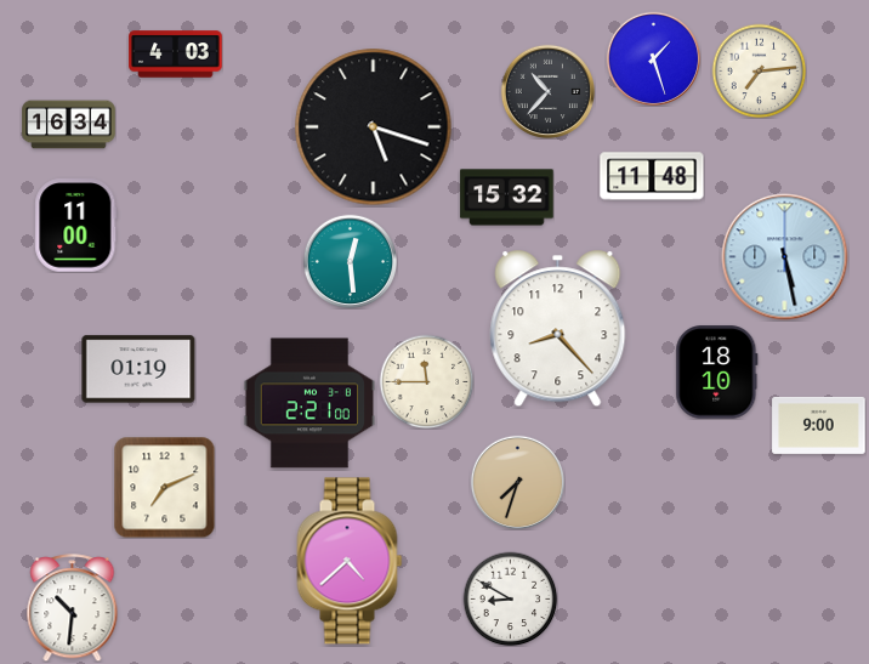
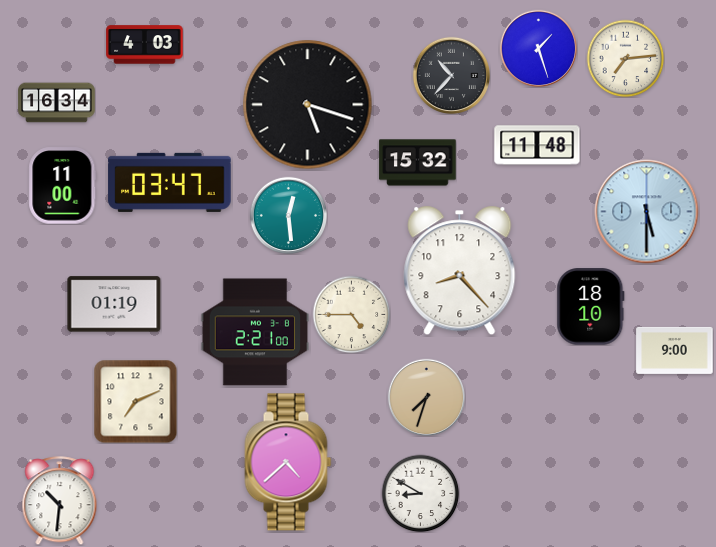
clock at (170, 182): none -> 03:47
clock at (785, 257): 5:28 -> 5:30
clock at (426, 381): 11:45 -> 4:45
